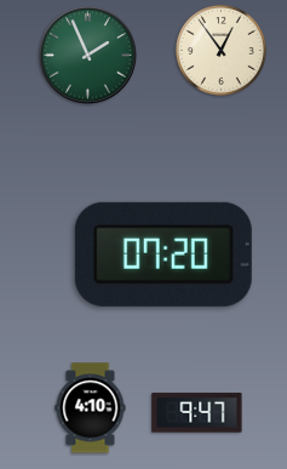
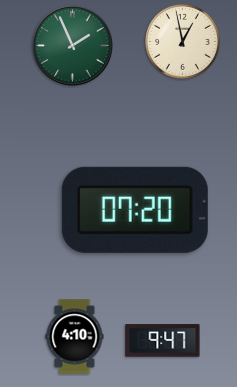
clock at (220, 50): 12:54 -> 12:58
